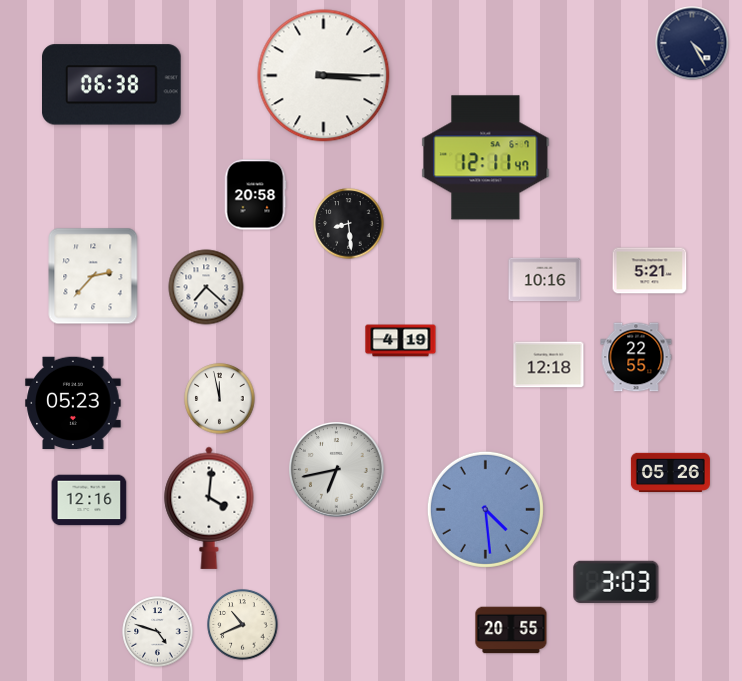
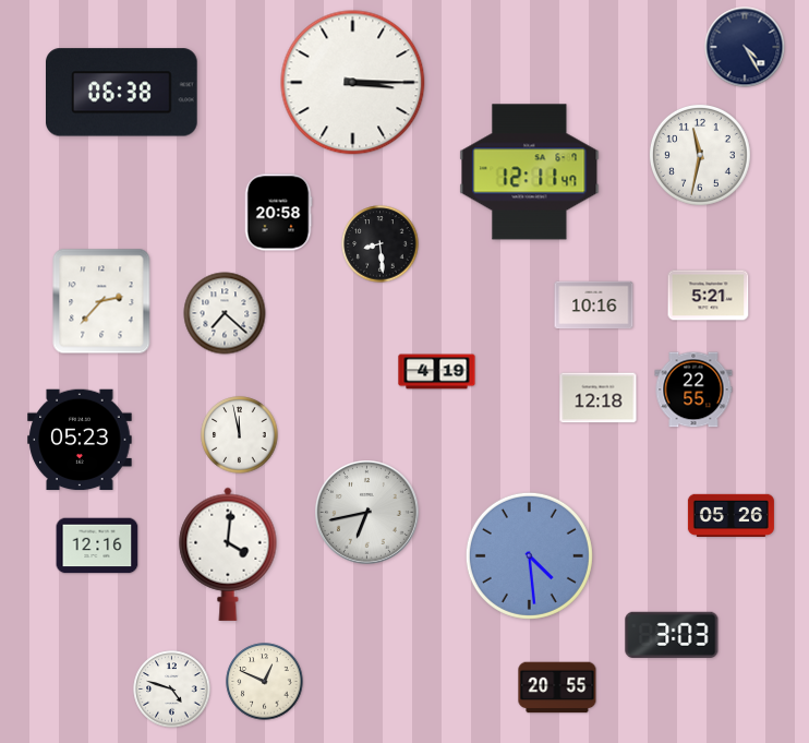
clock at (692, 43) position: (692, 43) -> (745, 47)
clock at (700, 155): none -> 11:32
clock at (243, 625): 10:41 -> 12:49
